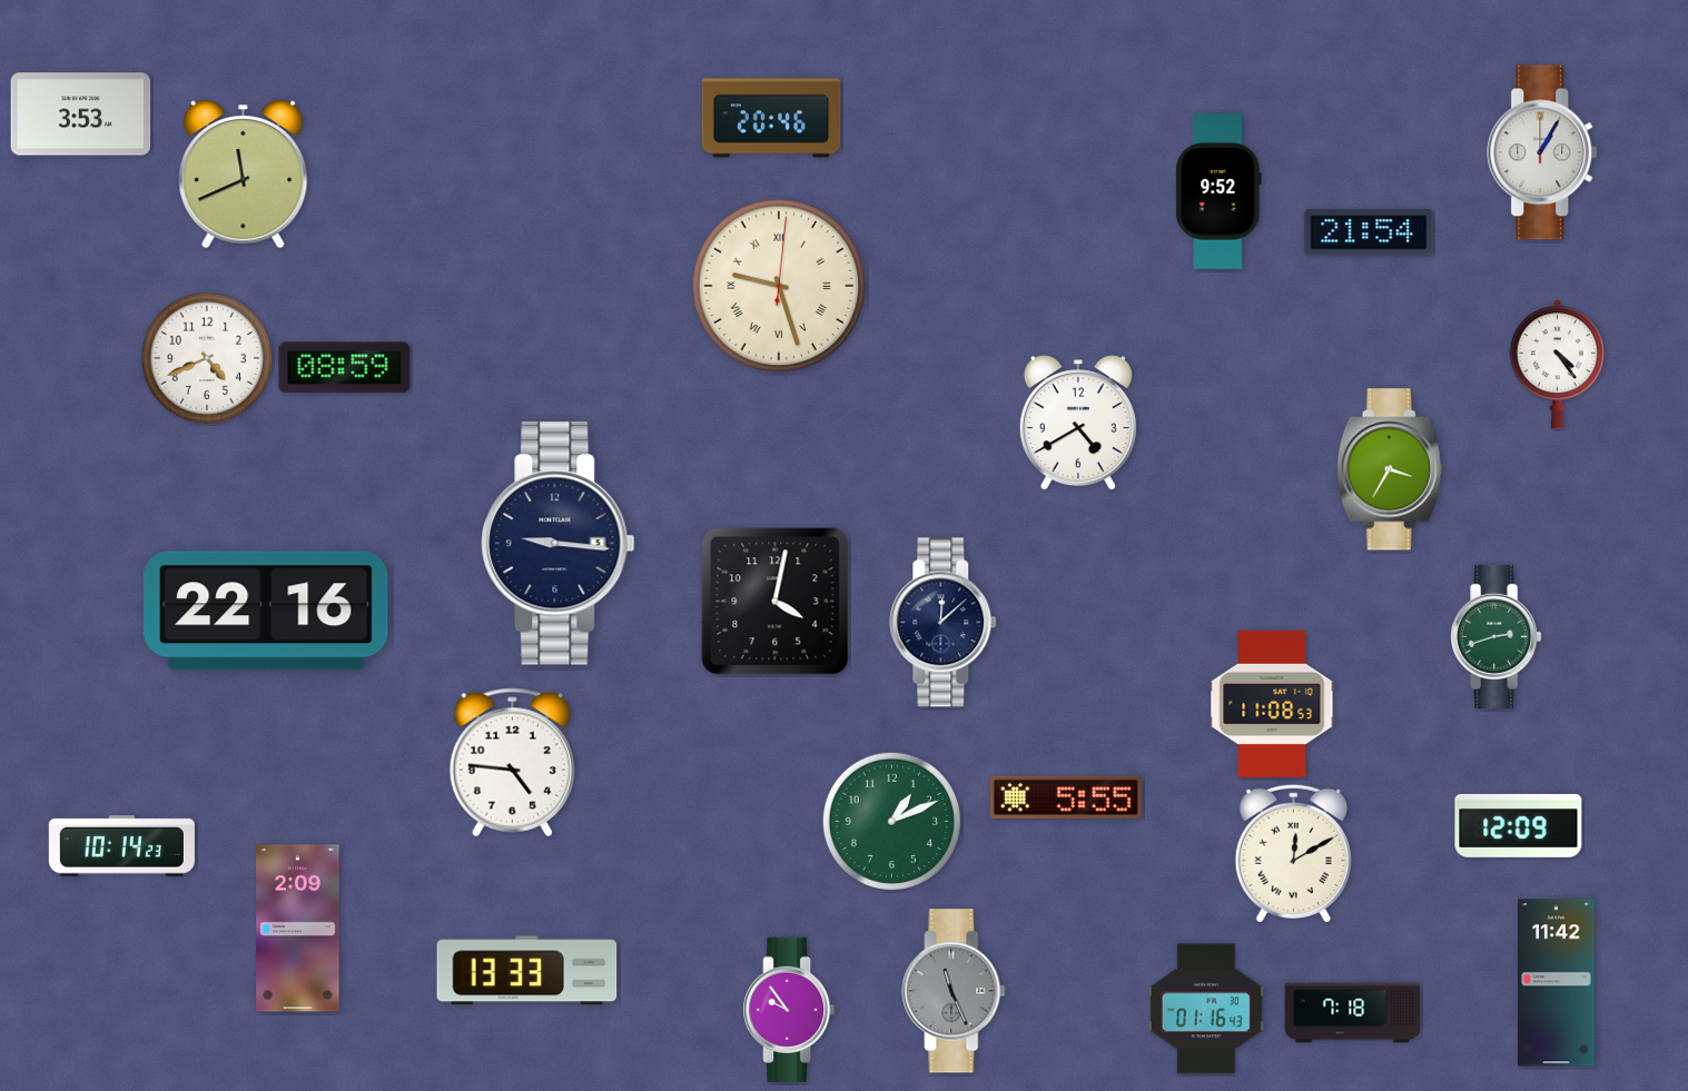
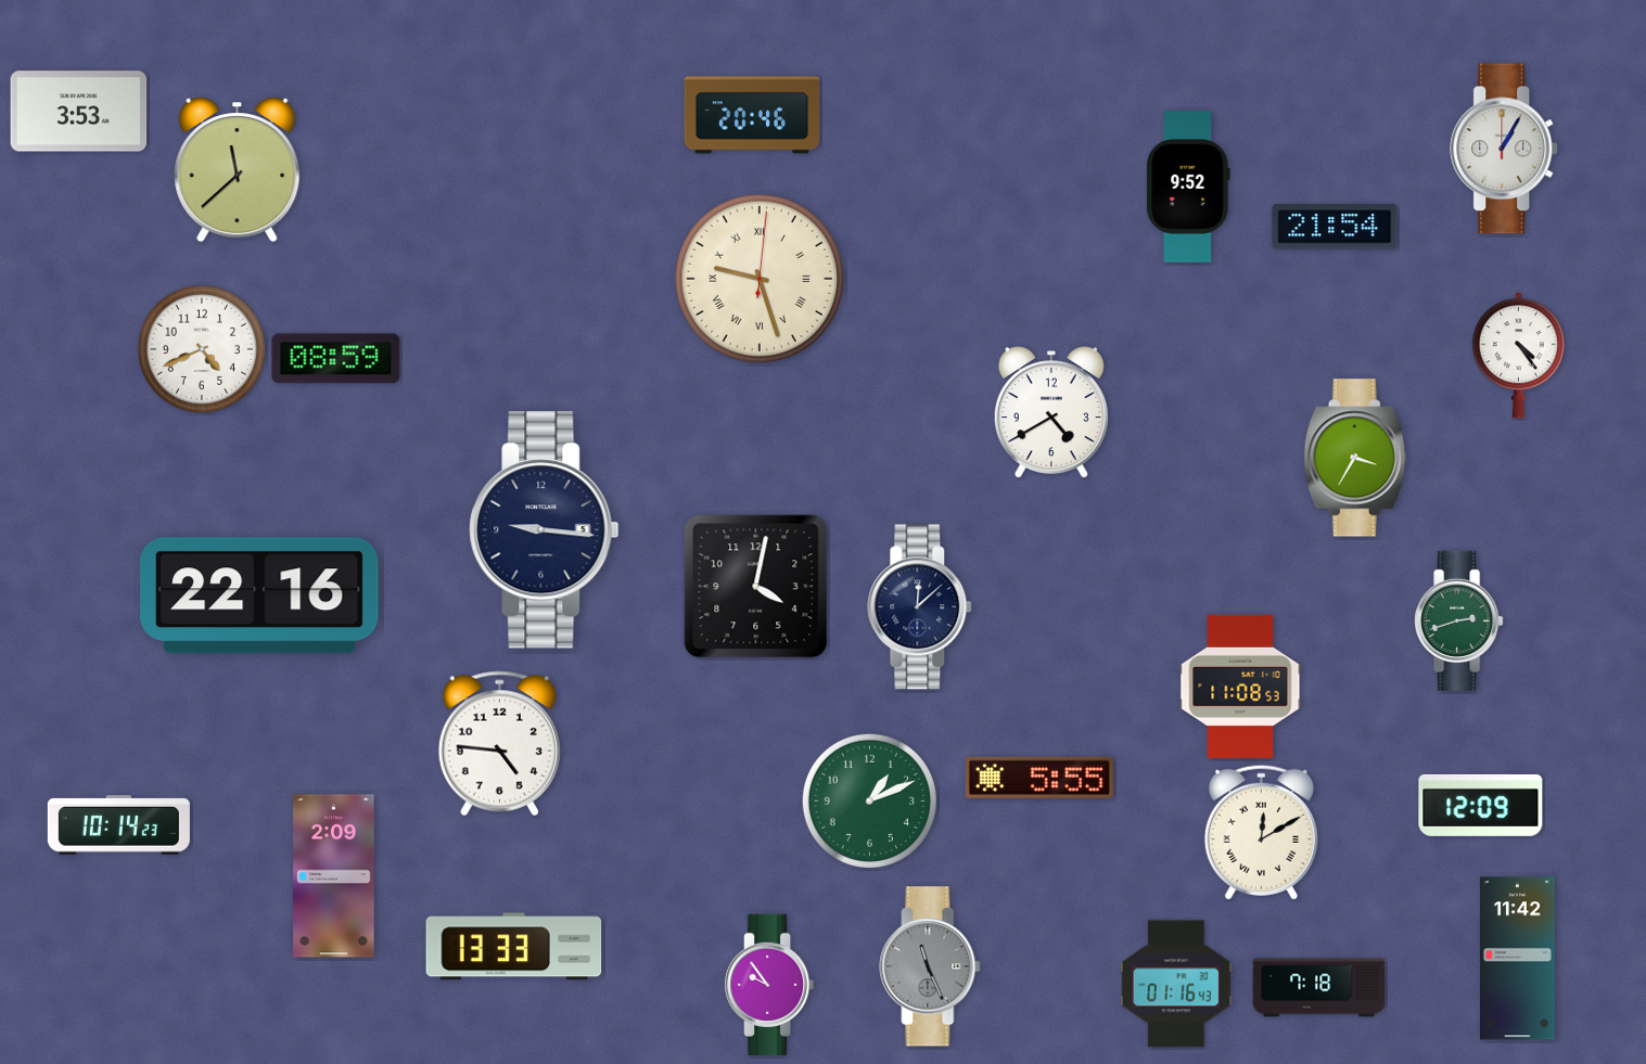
clock at (244, 175): 11:41 -> 11:38
clock at (298, 929) position: (298, 929) -> (334, 876)
